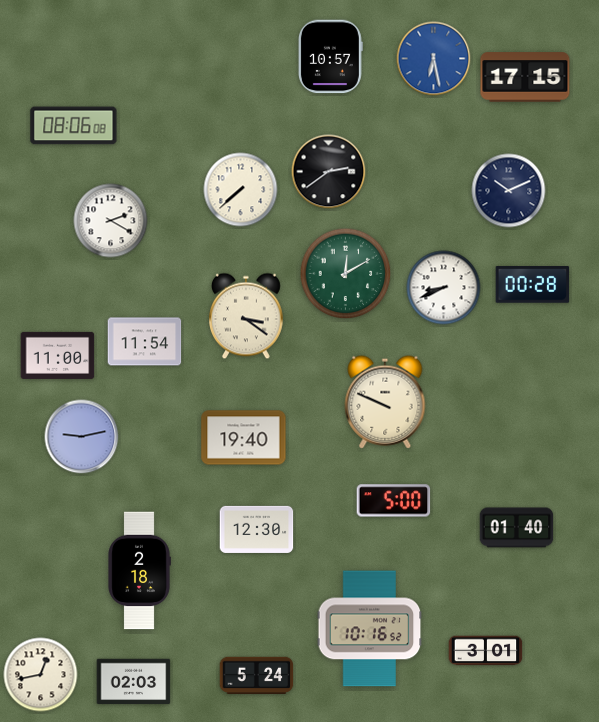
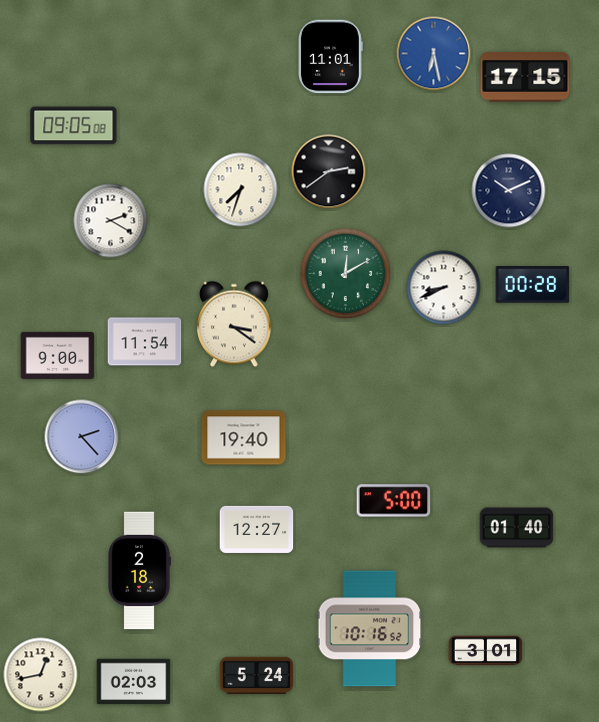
clock at (330, 57): 10:57 -> 11:01
clock at (434, 59) position: (434, 59) -> (434, 54)
clock at (74, 126): 08:06 -> 09:05
clock at (241, 190): 7:38 -> 7:33
clock at (247, 316) position: (247, 316) -> (235, 324)
clock at (58, 355): 11:00 -> 9:00
clock at (385, 402): 9:49 -> none
clock at (82, 437): 9:13 -> 2:23
clock at (257, 529): 12:30 -> 12:27
